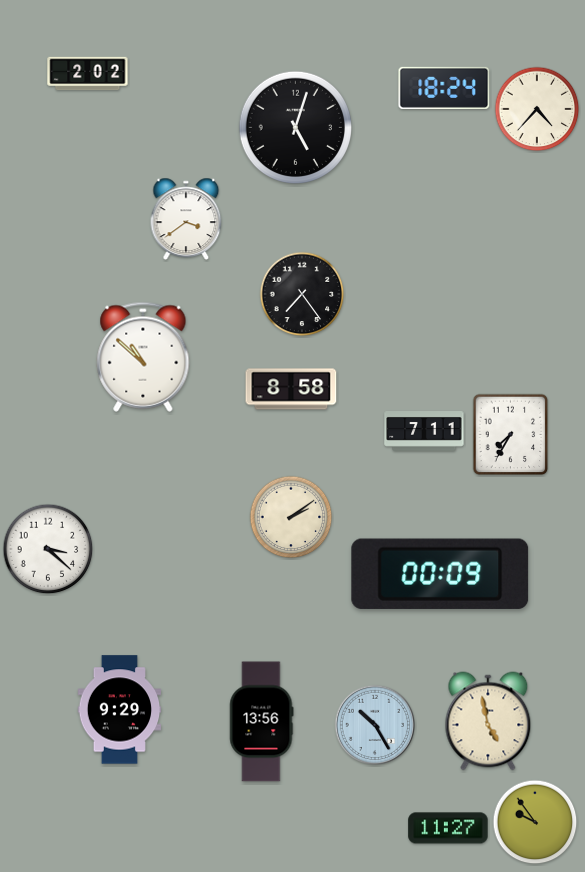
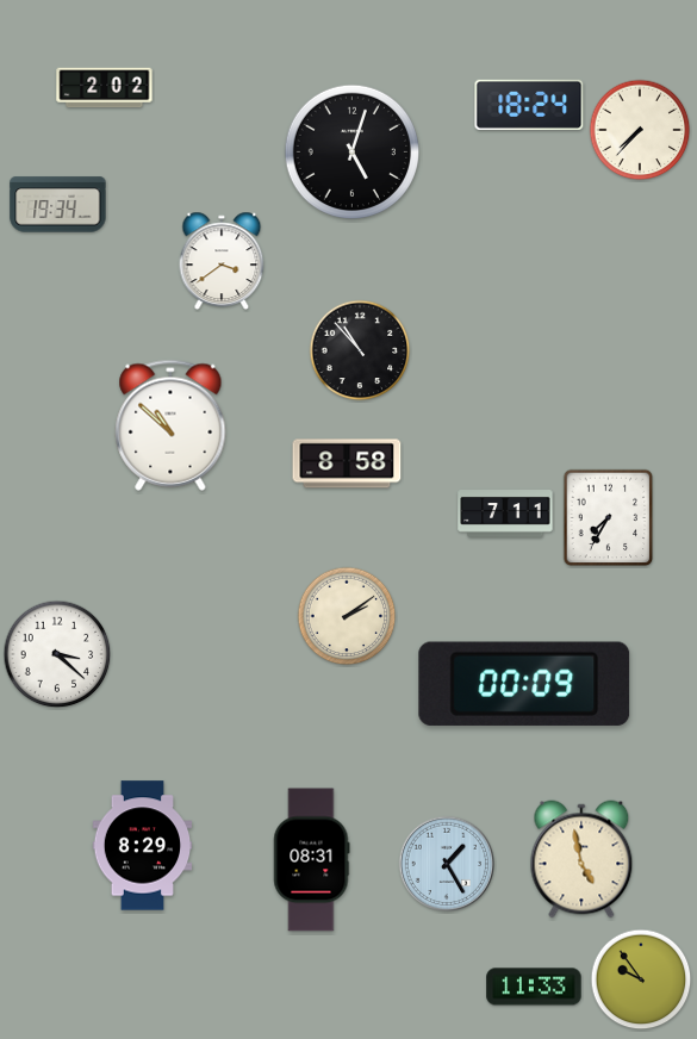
clock at (537, 109): 4:37 -> 7:37
clock at (58, 205): none -> 19:34
clock at (302, 294): 7:24 -> 10:53
clock at (120, 710): 9:29 -> 8:29
clock at (262, 722): 13:56 -> 08:31
clock at (375, 725): 10:25 -> 1:25
clock at (535, 822) position: (535, 822) -> (641, 979)
clock at (448, 828): 11:27 -> 11:33
